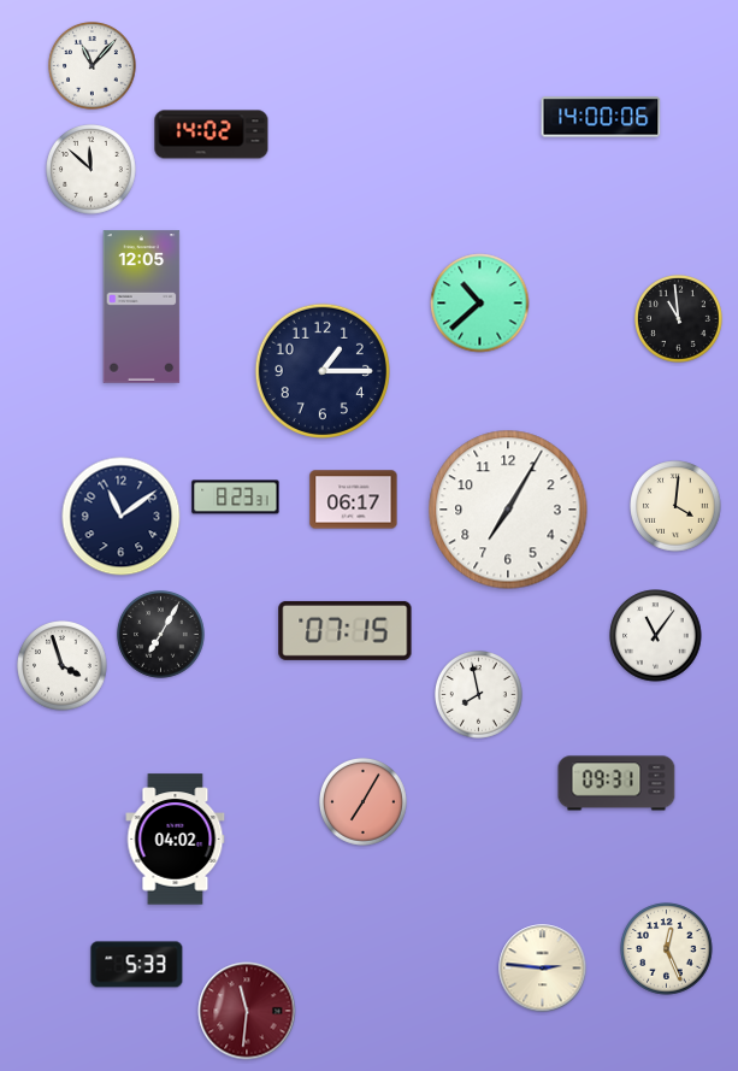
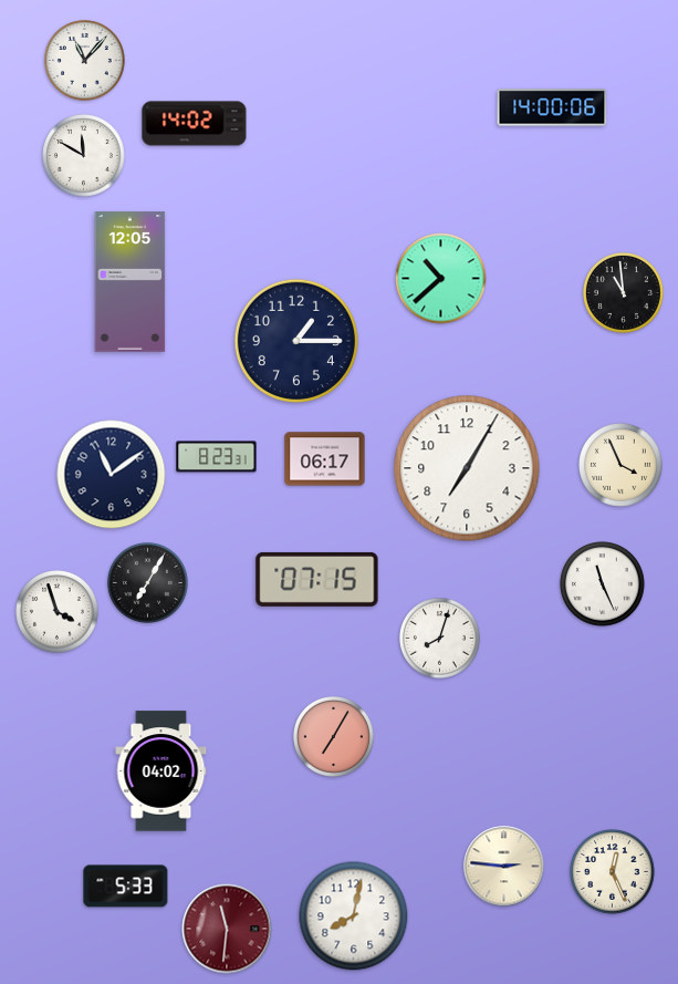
clock at (91, 170): 11:52 -> 11:50
clock at (675, 506): 4:01 -> 3:56
clock at (656, 636): 11:06 -> 11:26
clock at (479, 695): 7:58 -> 8:03
clock at (616, 783): 09:31 -> none
clock at (543, 969) position: (543, 969) -> (504, 867)
clock at (354, 916): none -> 8:02
